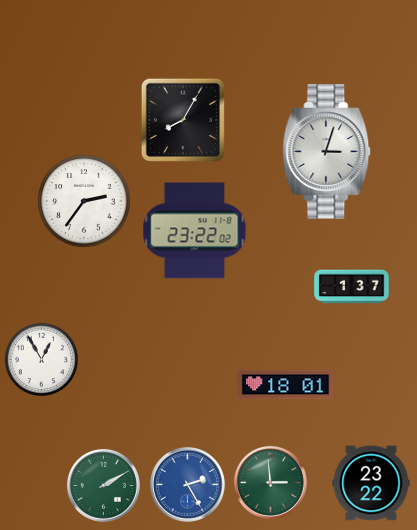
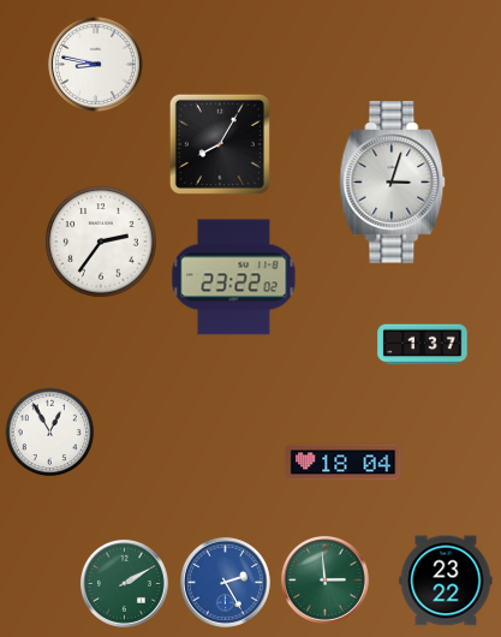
clock at (96, 65): none -> 8:47
clock at (286, 385): 18:01 -> 18:04
